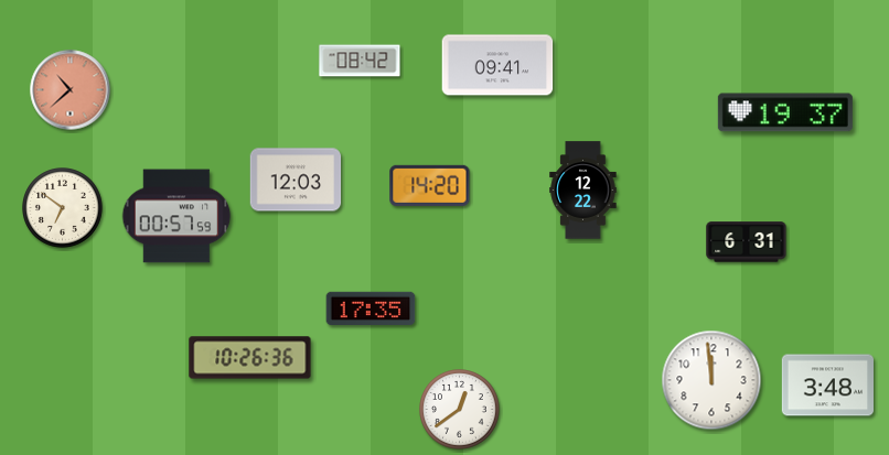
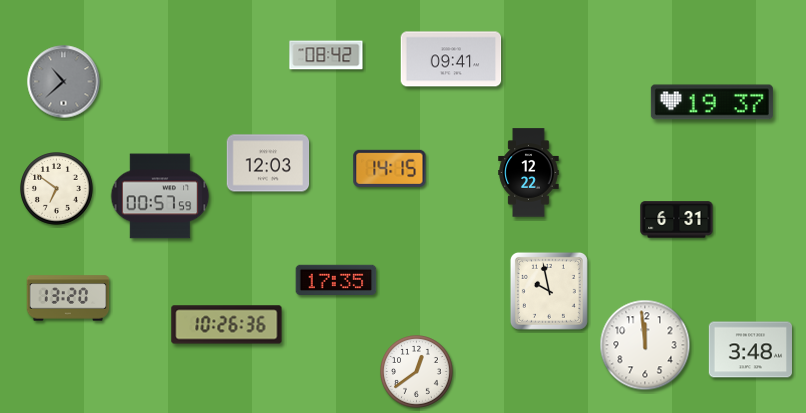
clock at (71, 90) dial: salmon -> grey
clock at (430, 185): 14:20 -> 14:15
clock at (549, 291): none -> 9:58
clock at (68, 298): none -> 13:20
